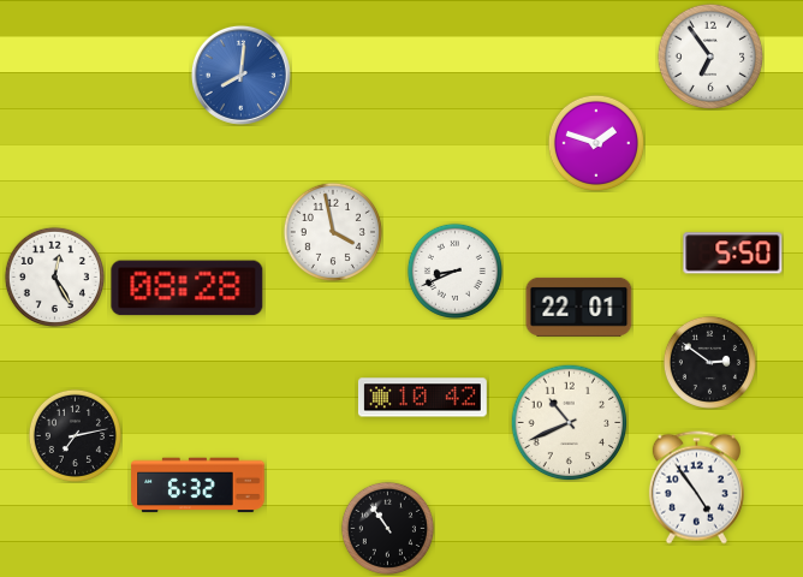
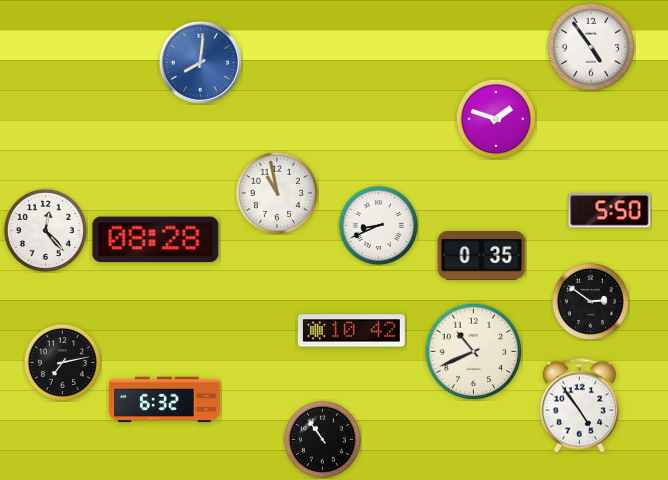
clock at (709, 55): 6:54 -> 4:54
clock at (333, 232): 3:58 -> 10:58
clock at (54, 276): 12:25 -> 12:23
clock at (579, 307): 22:01 -> 0:35
clock at (198, 486) position: (198, 486) -> (165, 400)
